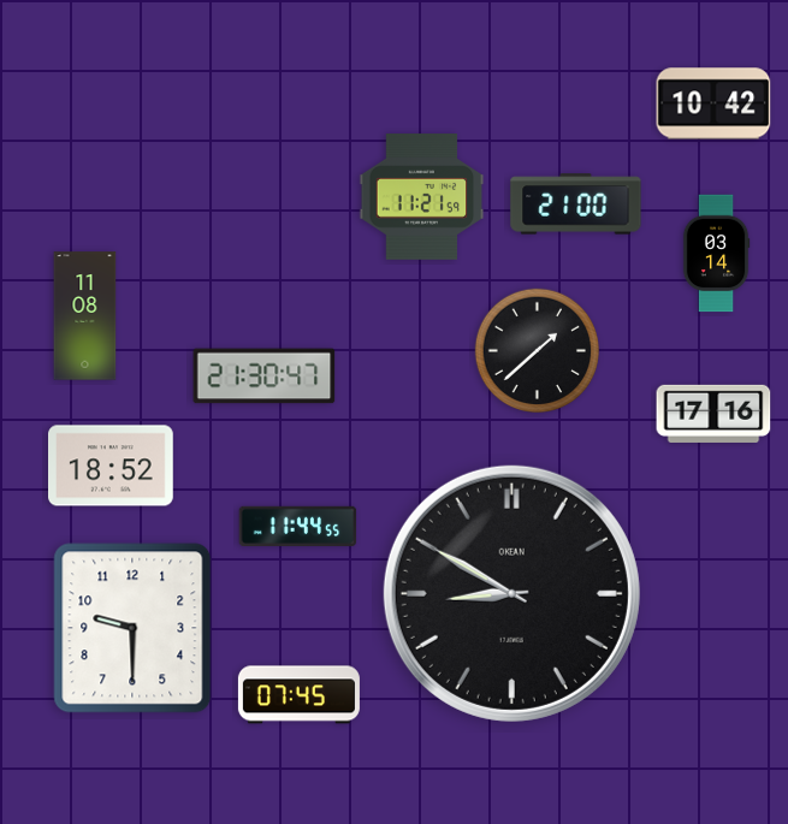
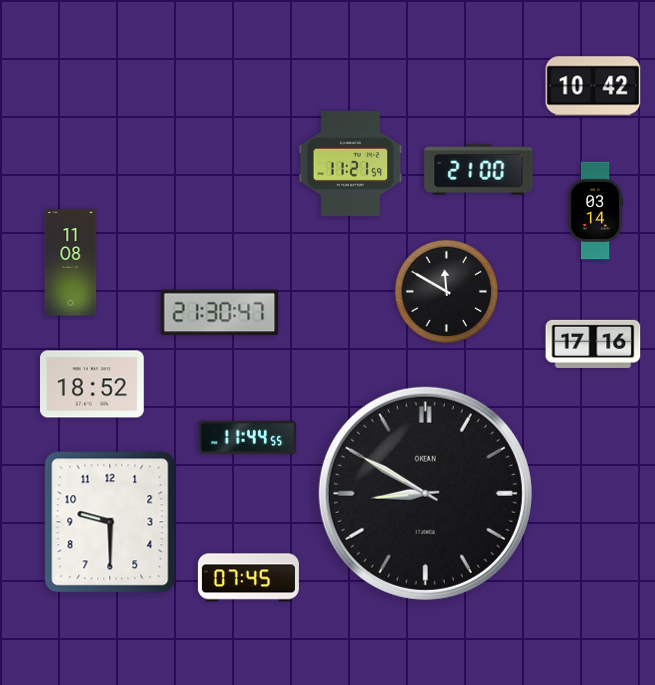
clock at (538, 350): 1:38 -> 11:50
clock at (112, 466) position: (112, 466) -> (93, 384)
